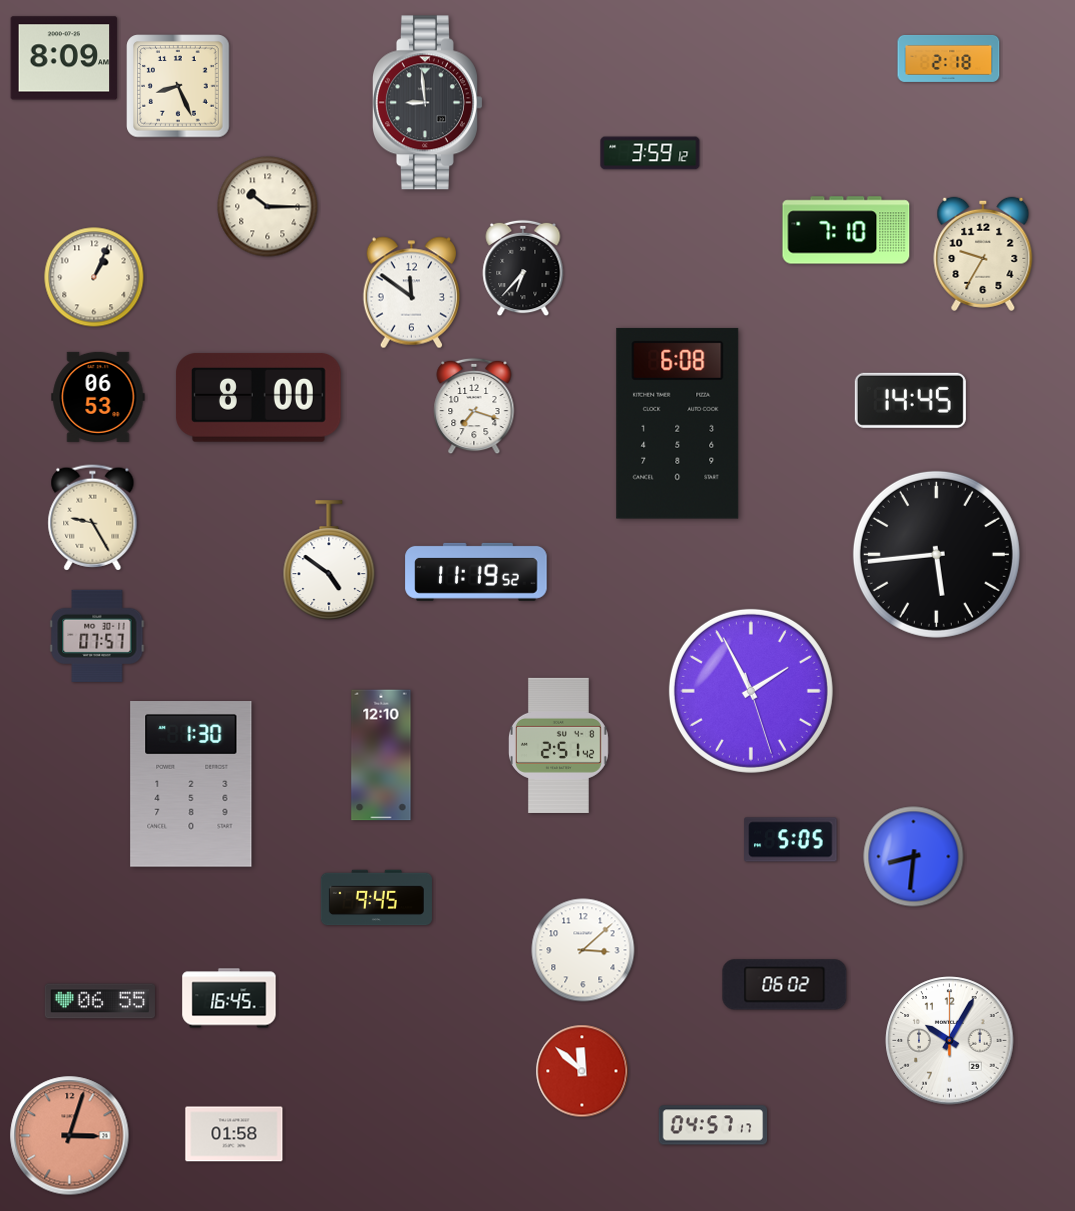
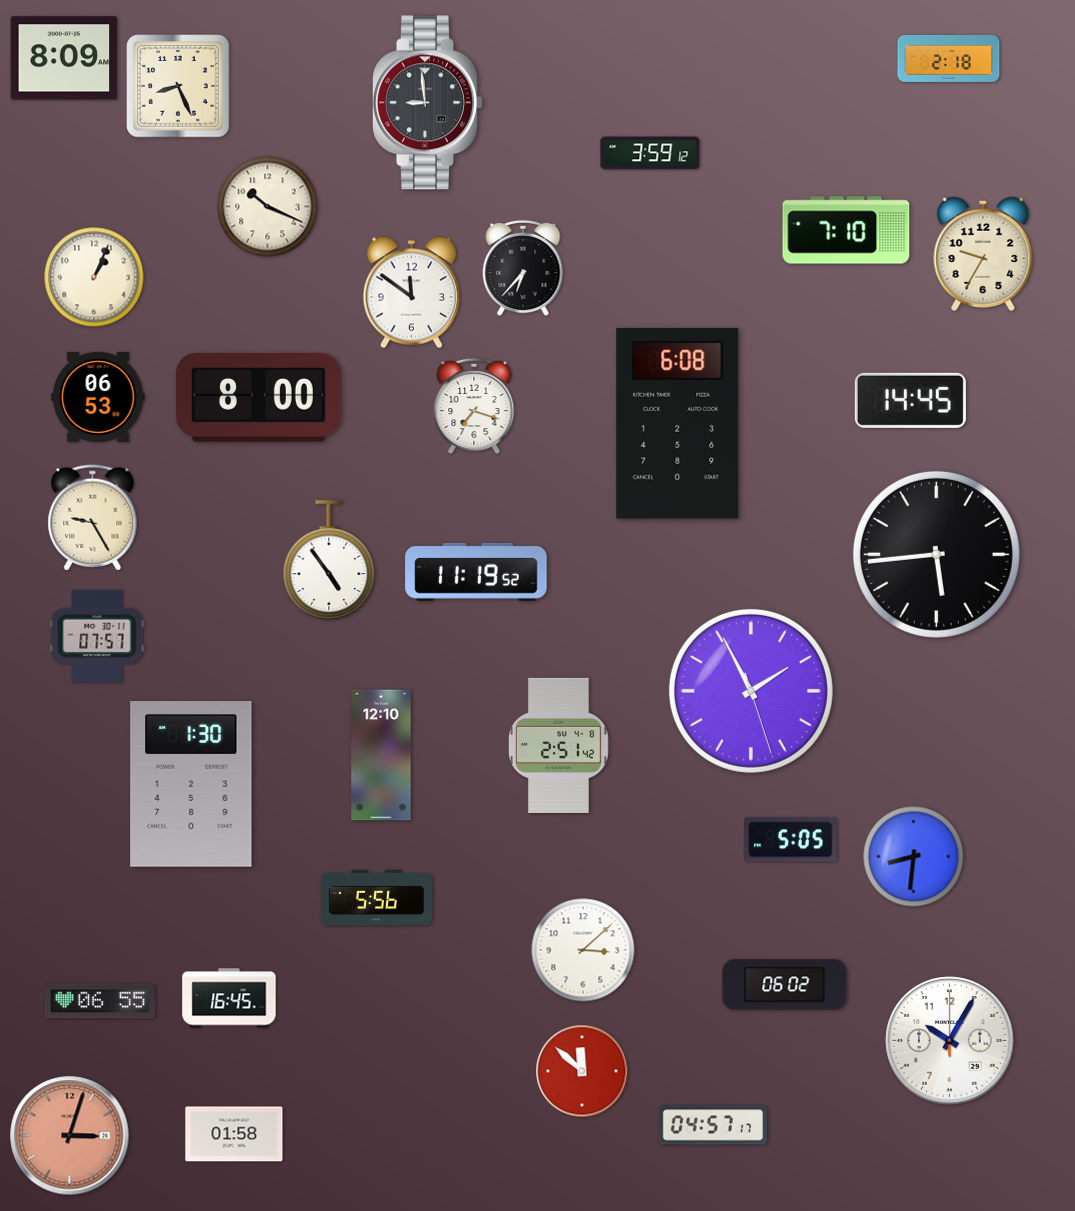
clock at (268, 207): 10:15 -> 10:19
clock at (329, 560): 4:51 -> 4:54
clock at (376, 898): 9:45 -> 5:56
